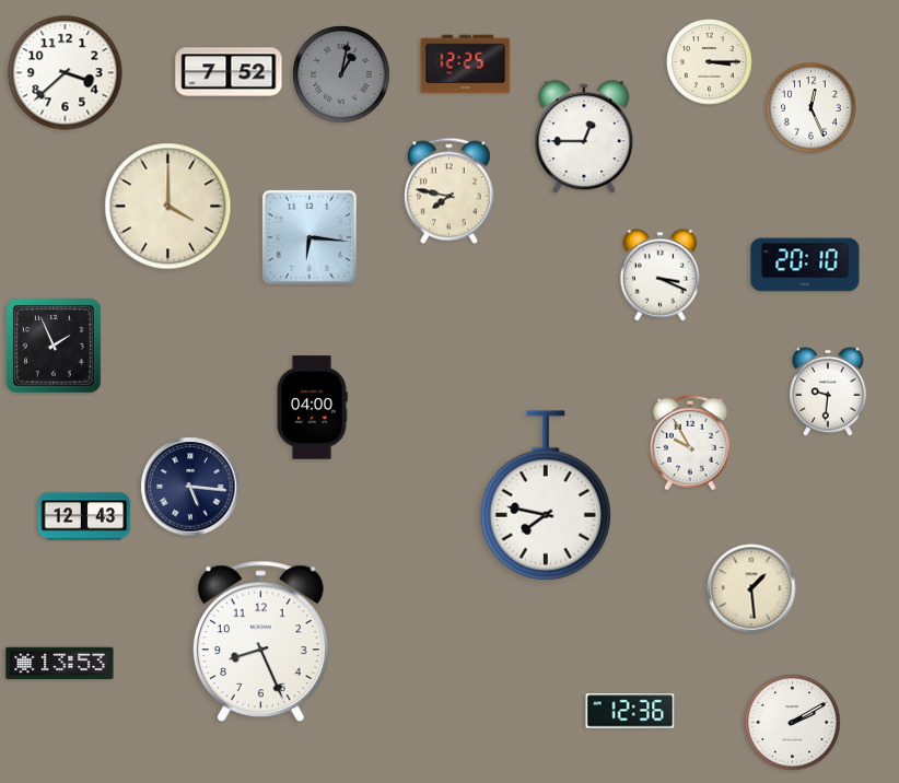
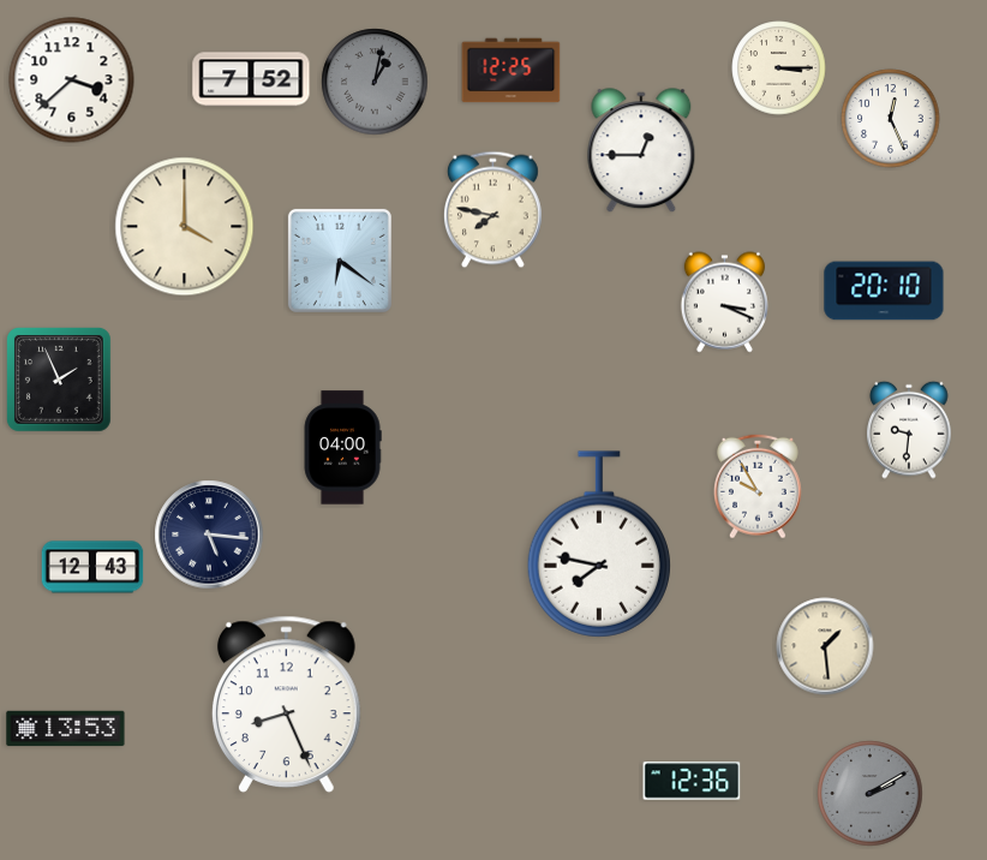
clock at (310, 237): 6:16 -> 6:21
clock at (793, 723) dial: white -> grey
